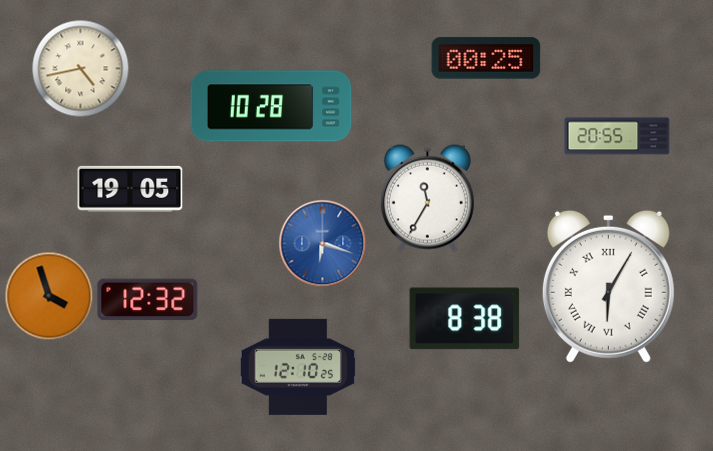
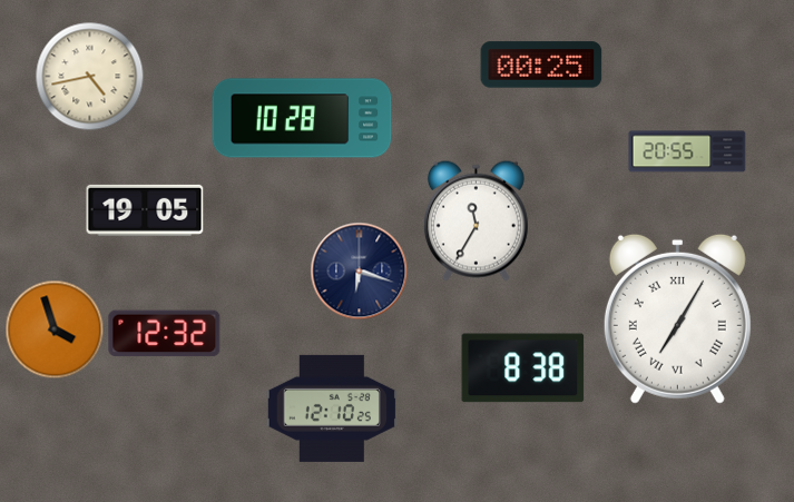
clock at (322, 243) dial: blue -> navy
clock at (608, 286): 6:05 -> 7:05
clock at (465, 319) position: (465, 319) -> (523, 368)
